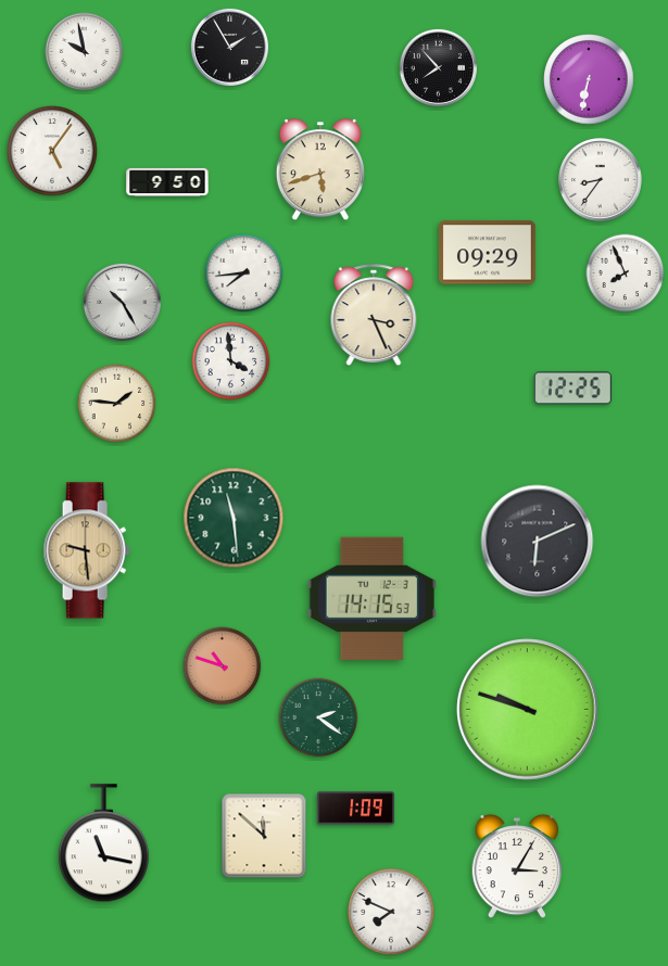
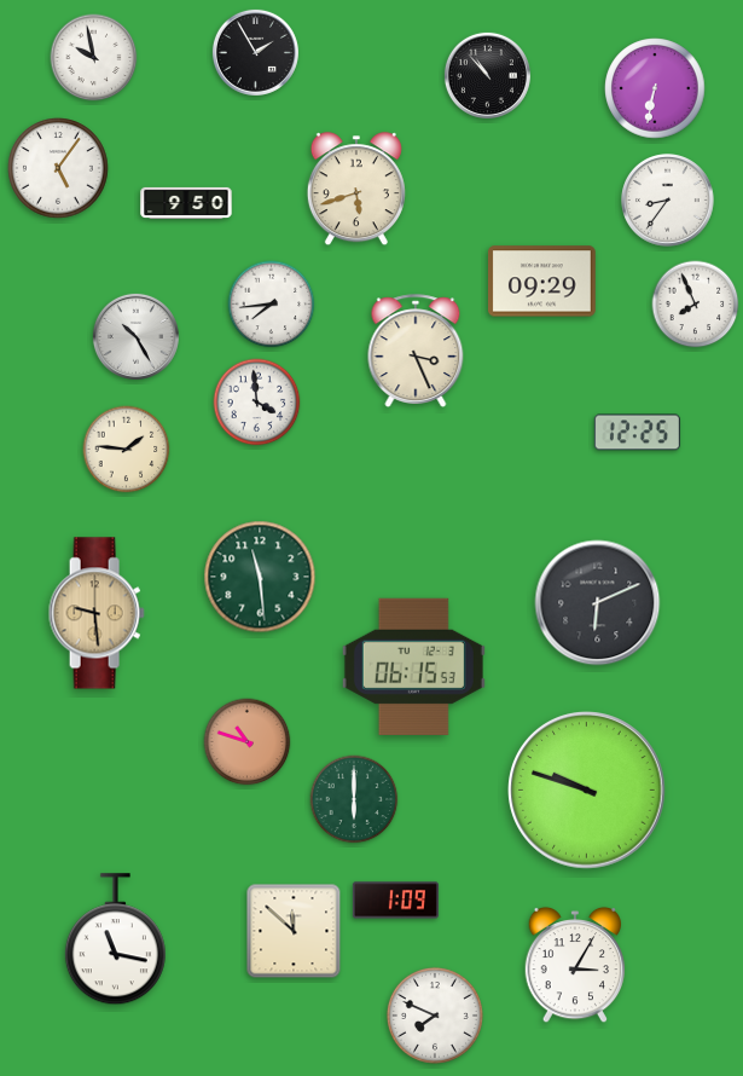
clock at (438, 67): 7:53 -> 10:53
clock at (117, 404) position: (117, 404) -> (127, 450)
clock at (371, 598): 14:15 -> 06:15
clock at (318, 717): 2:21 -> 6:00
